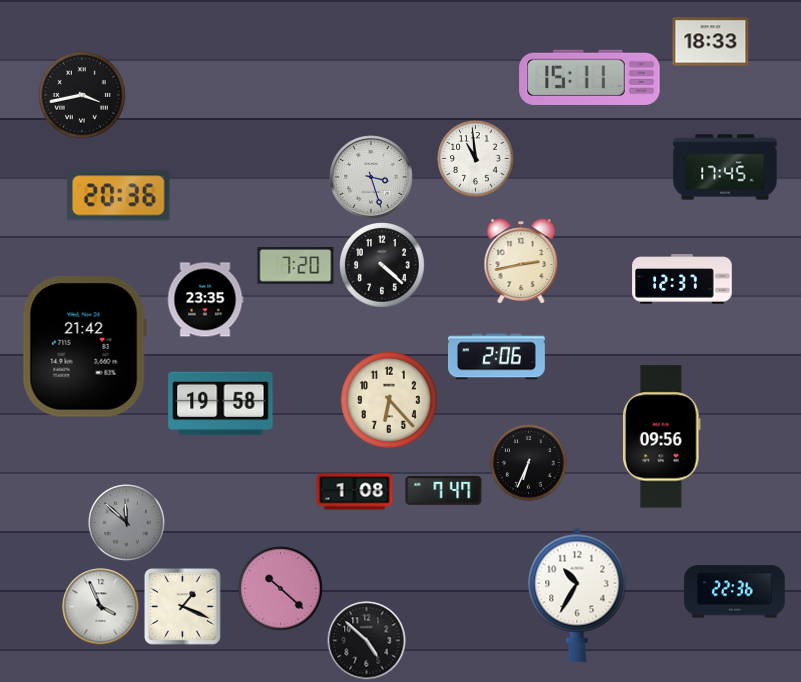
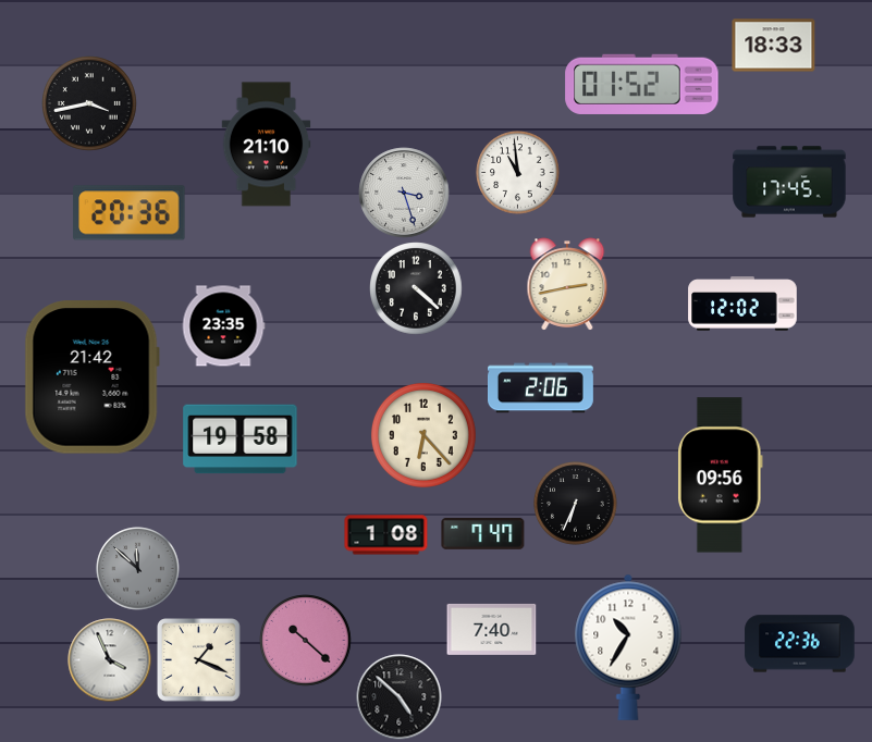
clock at (590, 77): 15:11 -> 01:52
clock at (267, 145): none -> 21:10
clock at (296, 266): 7:20 -> none
clock at (682, 279): 12:37 -> 12:02
clock at (492, 629): none -> 7:40
